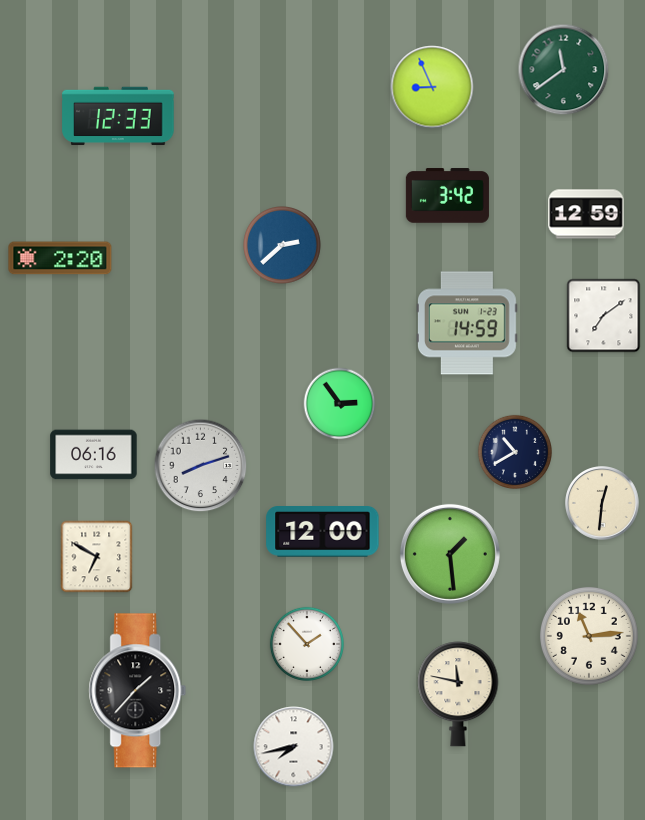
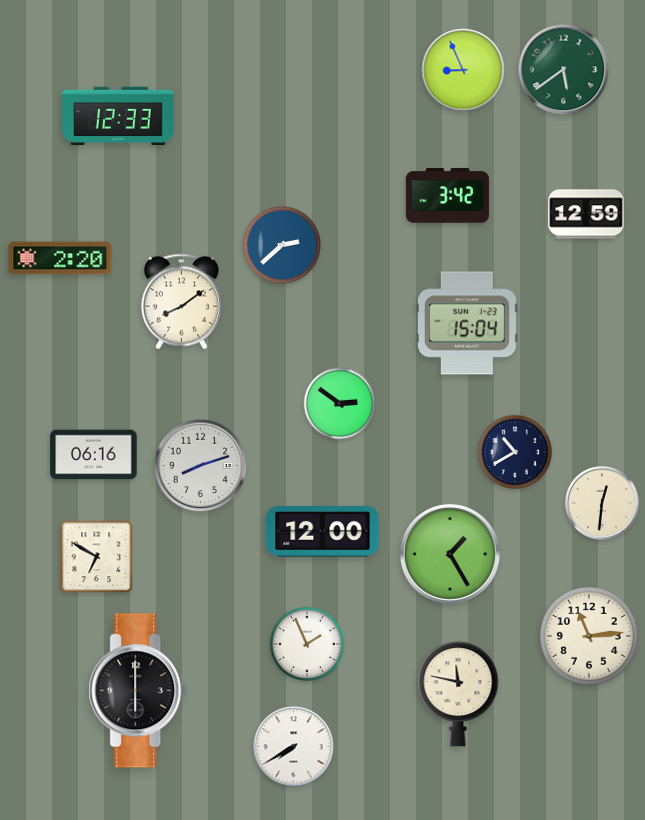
clock at (564, 70): 11:39 -> 5:39
clock at (432, 87) position: (432, 87) -> (463, 70)
clock at (181, 302): none -> 8:09
clock at (604, 316): 7:09 -> none
clock at (468, 323): 14:59 -> 15:04
clock at (340, 404): 2:54 -> 2:51
clock at (450, 554): 1:29 -> 1:25
clock at (306, 643): 1:53 -> 1:56
clock at (138, 691): 1:37 -> 6:00
clock at (294, 747): 7:43 -> 7:40
